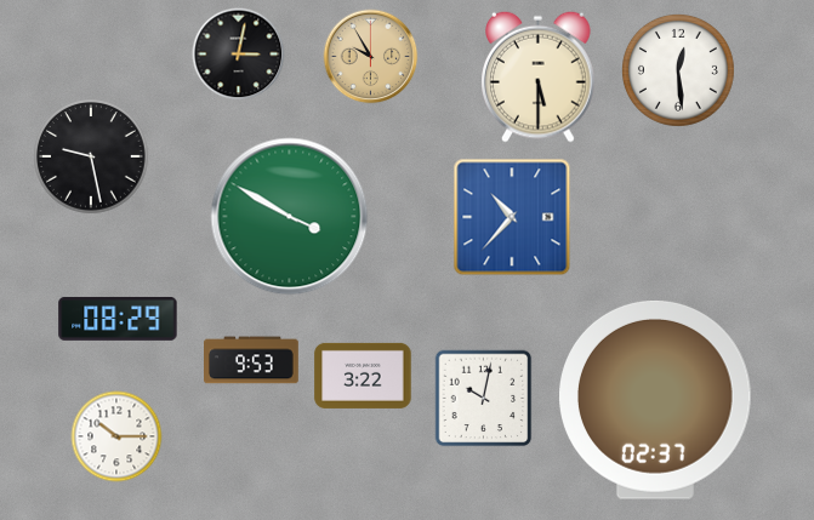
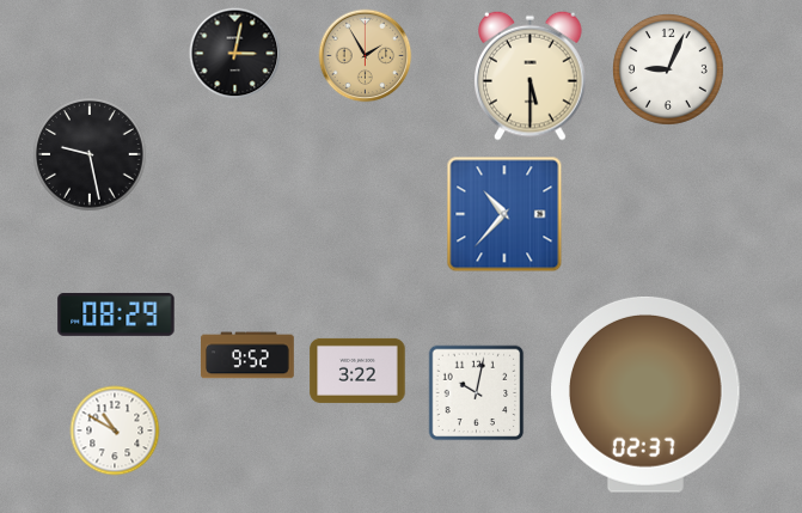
clock at (371, 57): 9:55 -> 1:55
clock at (678, 70): 12:29 -> 9:04
clock at (290, 217): 3:50 -> none
clock at (252, 360): 9:53 -> 9:52
clock at (116, 436): 10:15 -> 10:50
